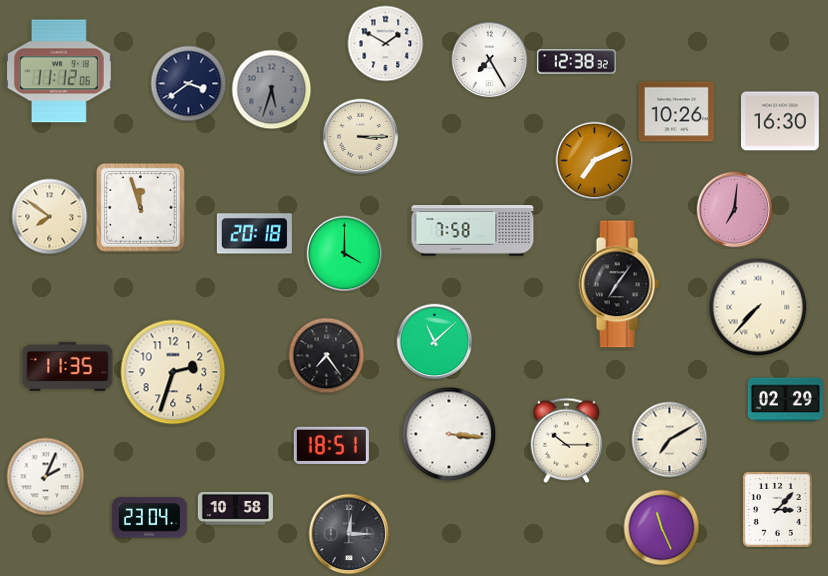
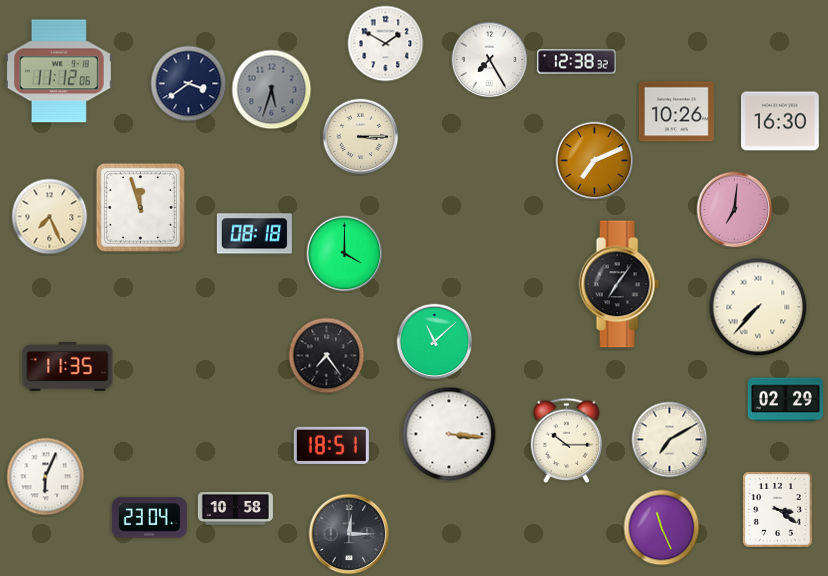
clock at (50, 217): 7:51 -> 7:26
clock at (473, 231): 7:58 -> none
clock at (254, 234): 20:18 -> 08:18
clock at (173, 372): 2:33 -> none
clock at (46, 477): 2:04 -> 6:04
clock at (778, 510): 3:07 -> 3:21
